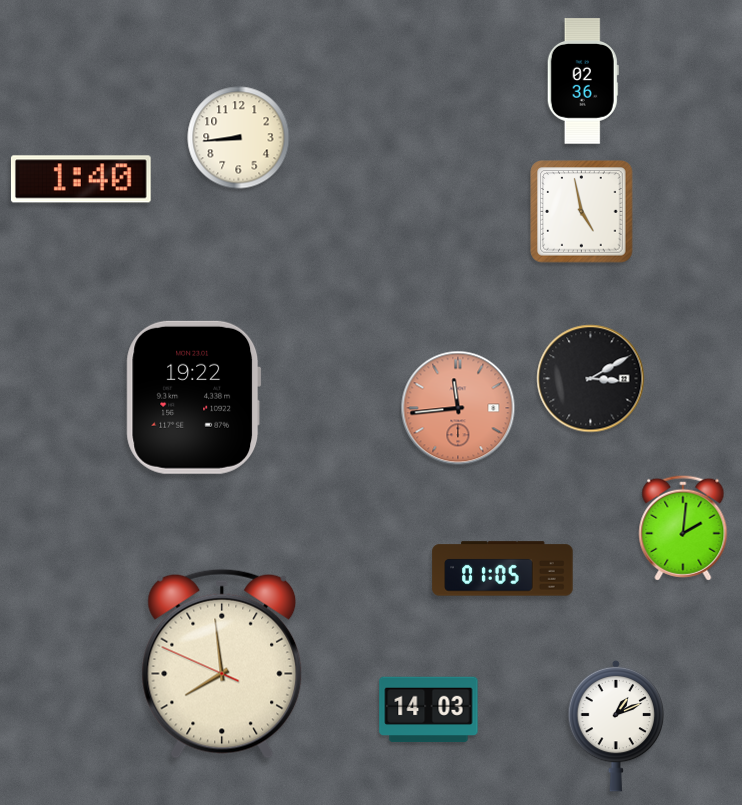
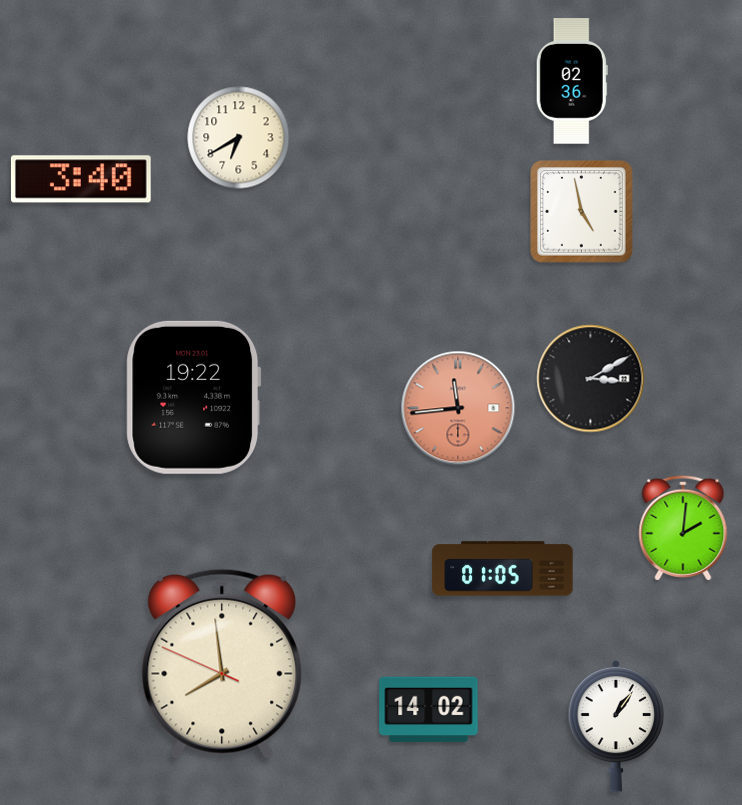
clock at (583, 81) position: (583, 81) -> (572, 81)
clock at (239, 138): 8:44 -> 6:40
clock at (81, 179): 1:40 -> 3:40
clock at (429, 710): 14:03 -> 14:02
clock at (616, 726): 1:11 -> 1:06
